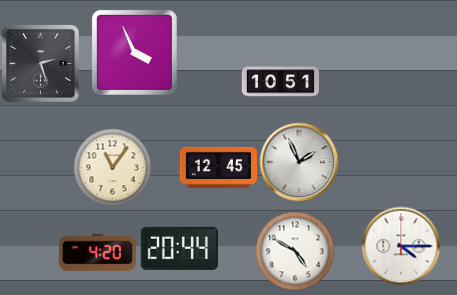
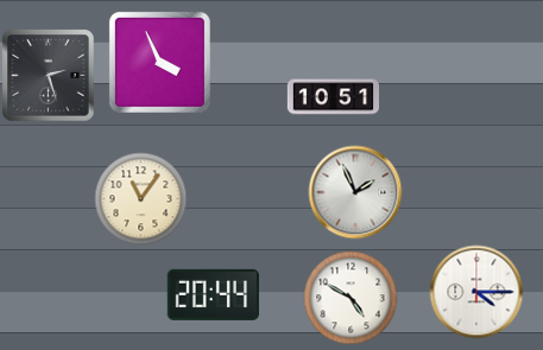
clock at (112, 167) position: (112, 167) -> (140, 198)
clock at (218, 167): 12:45 -> none
clock at (97, 253): 4:20 -> none
